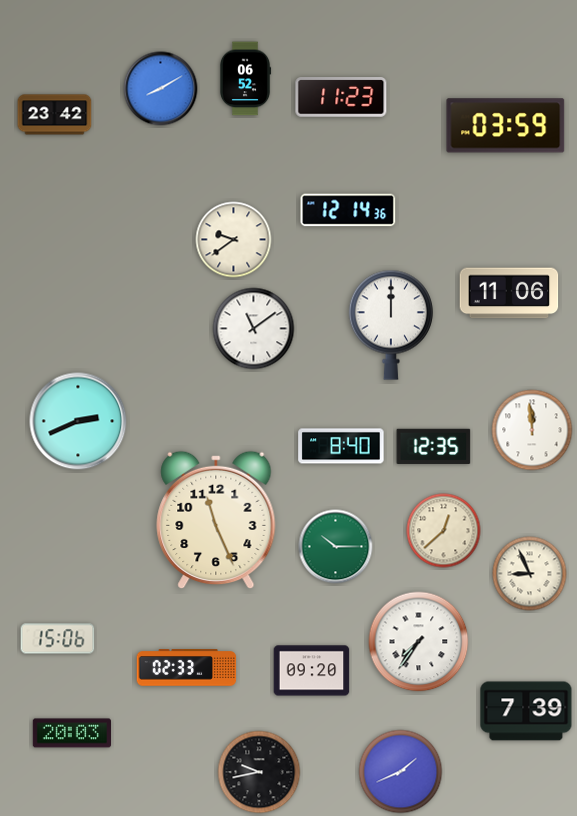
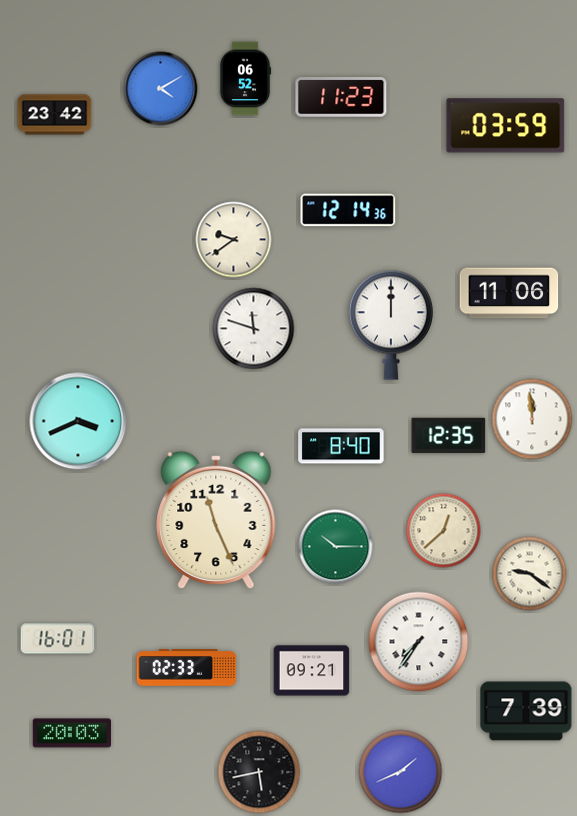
clock at (161, 89): 8:10 -> 4:10
clock at (254, 329): 11:09 -> 11:48
clock at (78, 421): 2:41 -> 3:41
clock at (532, 430) position: (532, 430) -> (532, 419)
clock at (434, 446) position: (434, 446) -> (449, 435)
clock at (530, 574): 8:56 -> 9:21
clock at (58, 639): 15:06 -> 16:01
clock at (312, 671): 09:20 -> 09:21
clock at (259, 772): 9:43 -> 5:43
